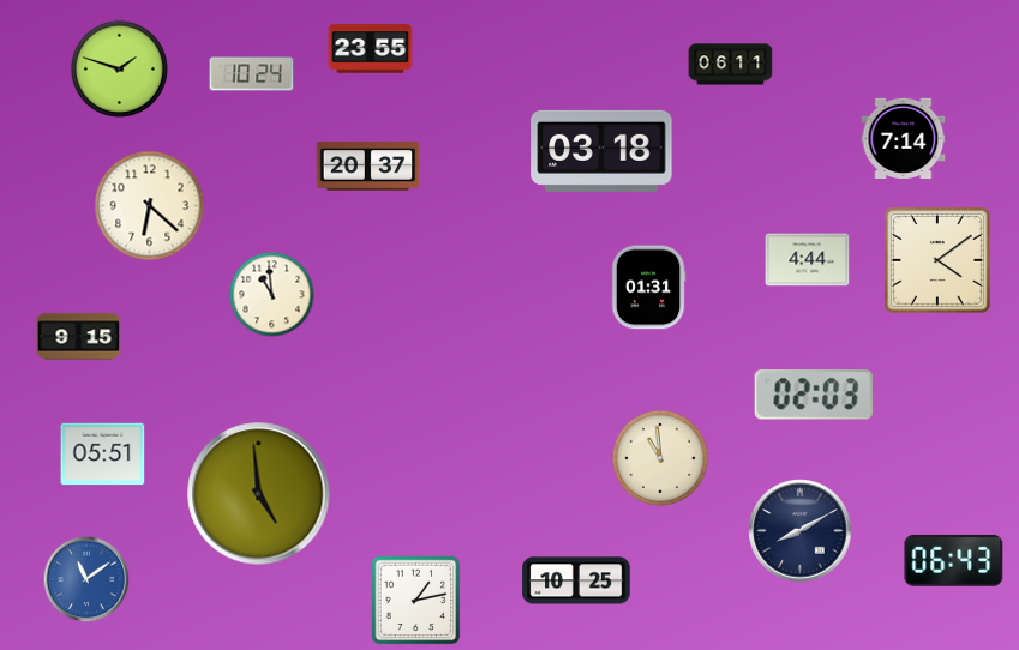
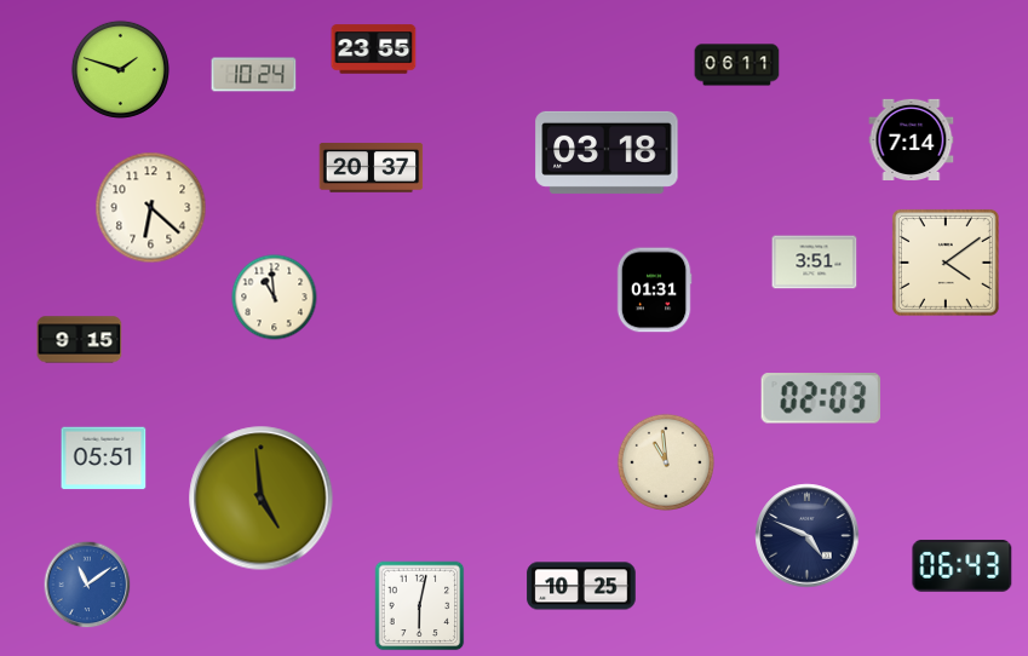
clock at (808, 260): 4:44 -> 3:51
clock at (801, 531): 8:10 -> 4:49
clock at (416, 601): 1:13 -> 6:02
